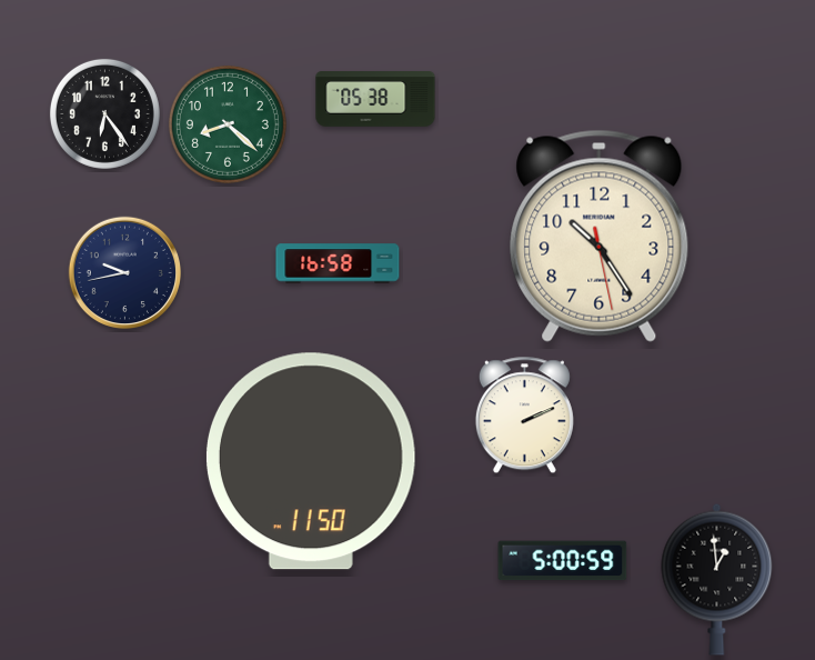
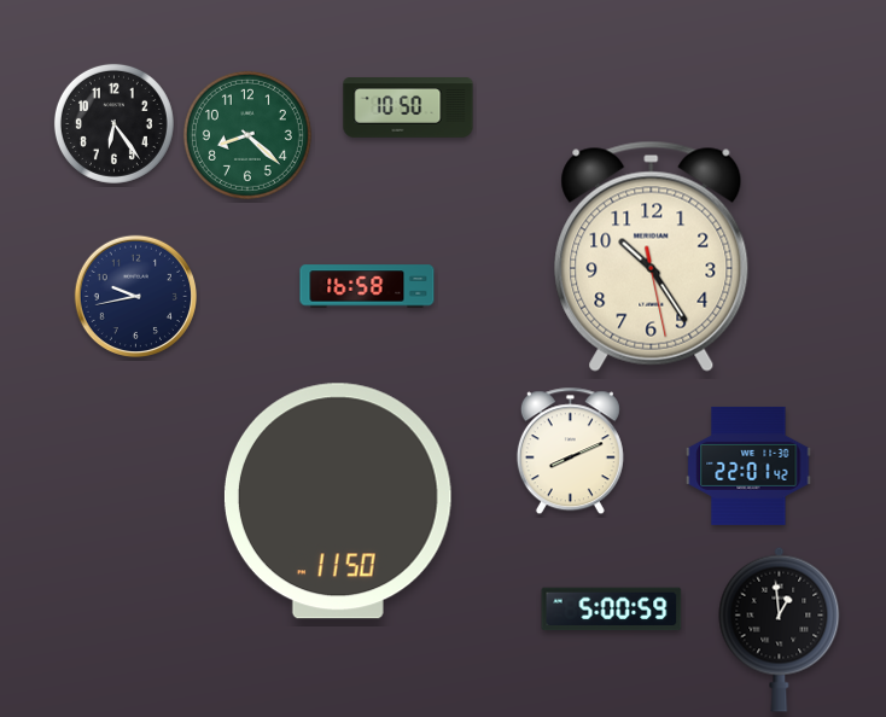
clock at (375, 99): 05:38 -> 10:50
clock at (524, 416): 2:11 -> 8:11
clock at (748, 466): none -> 22:01
